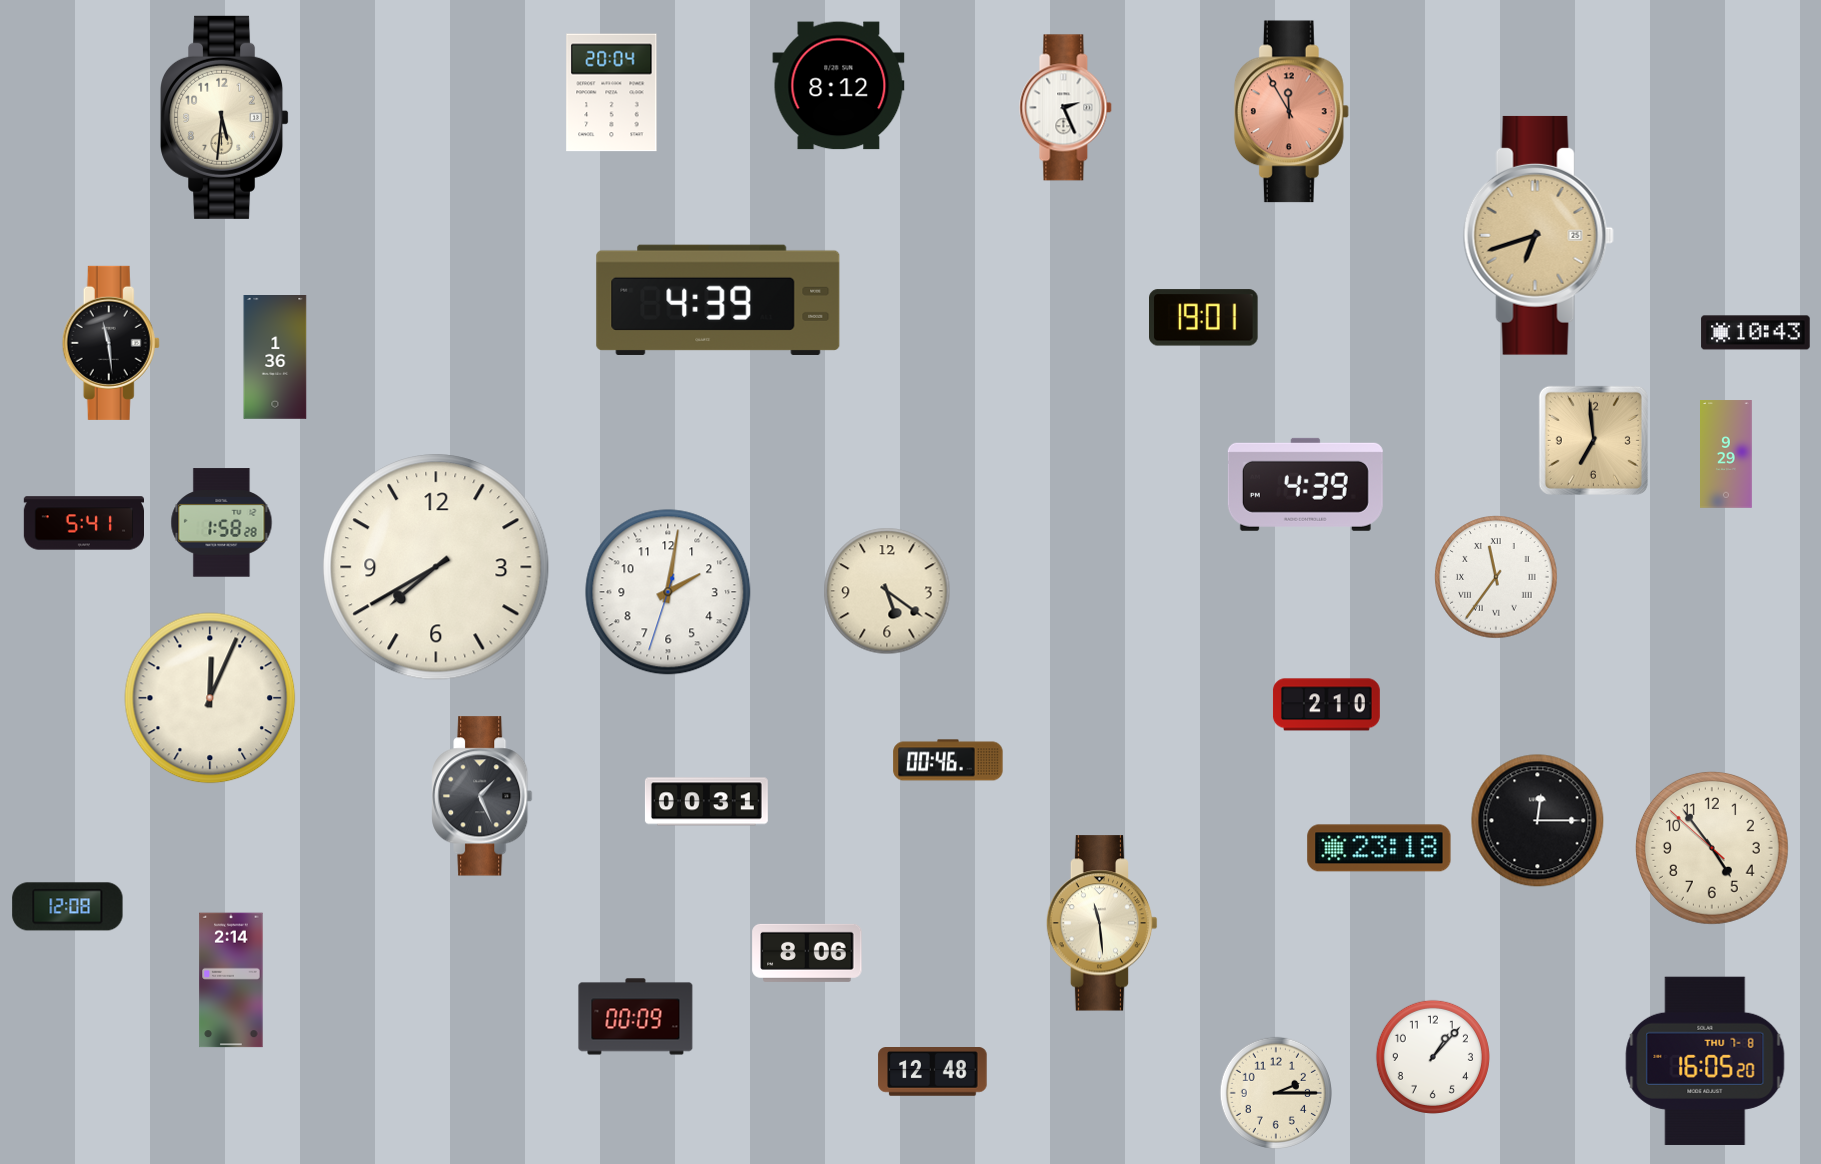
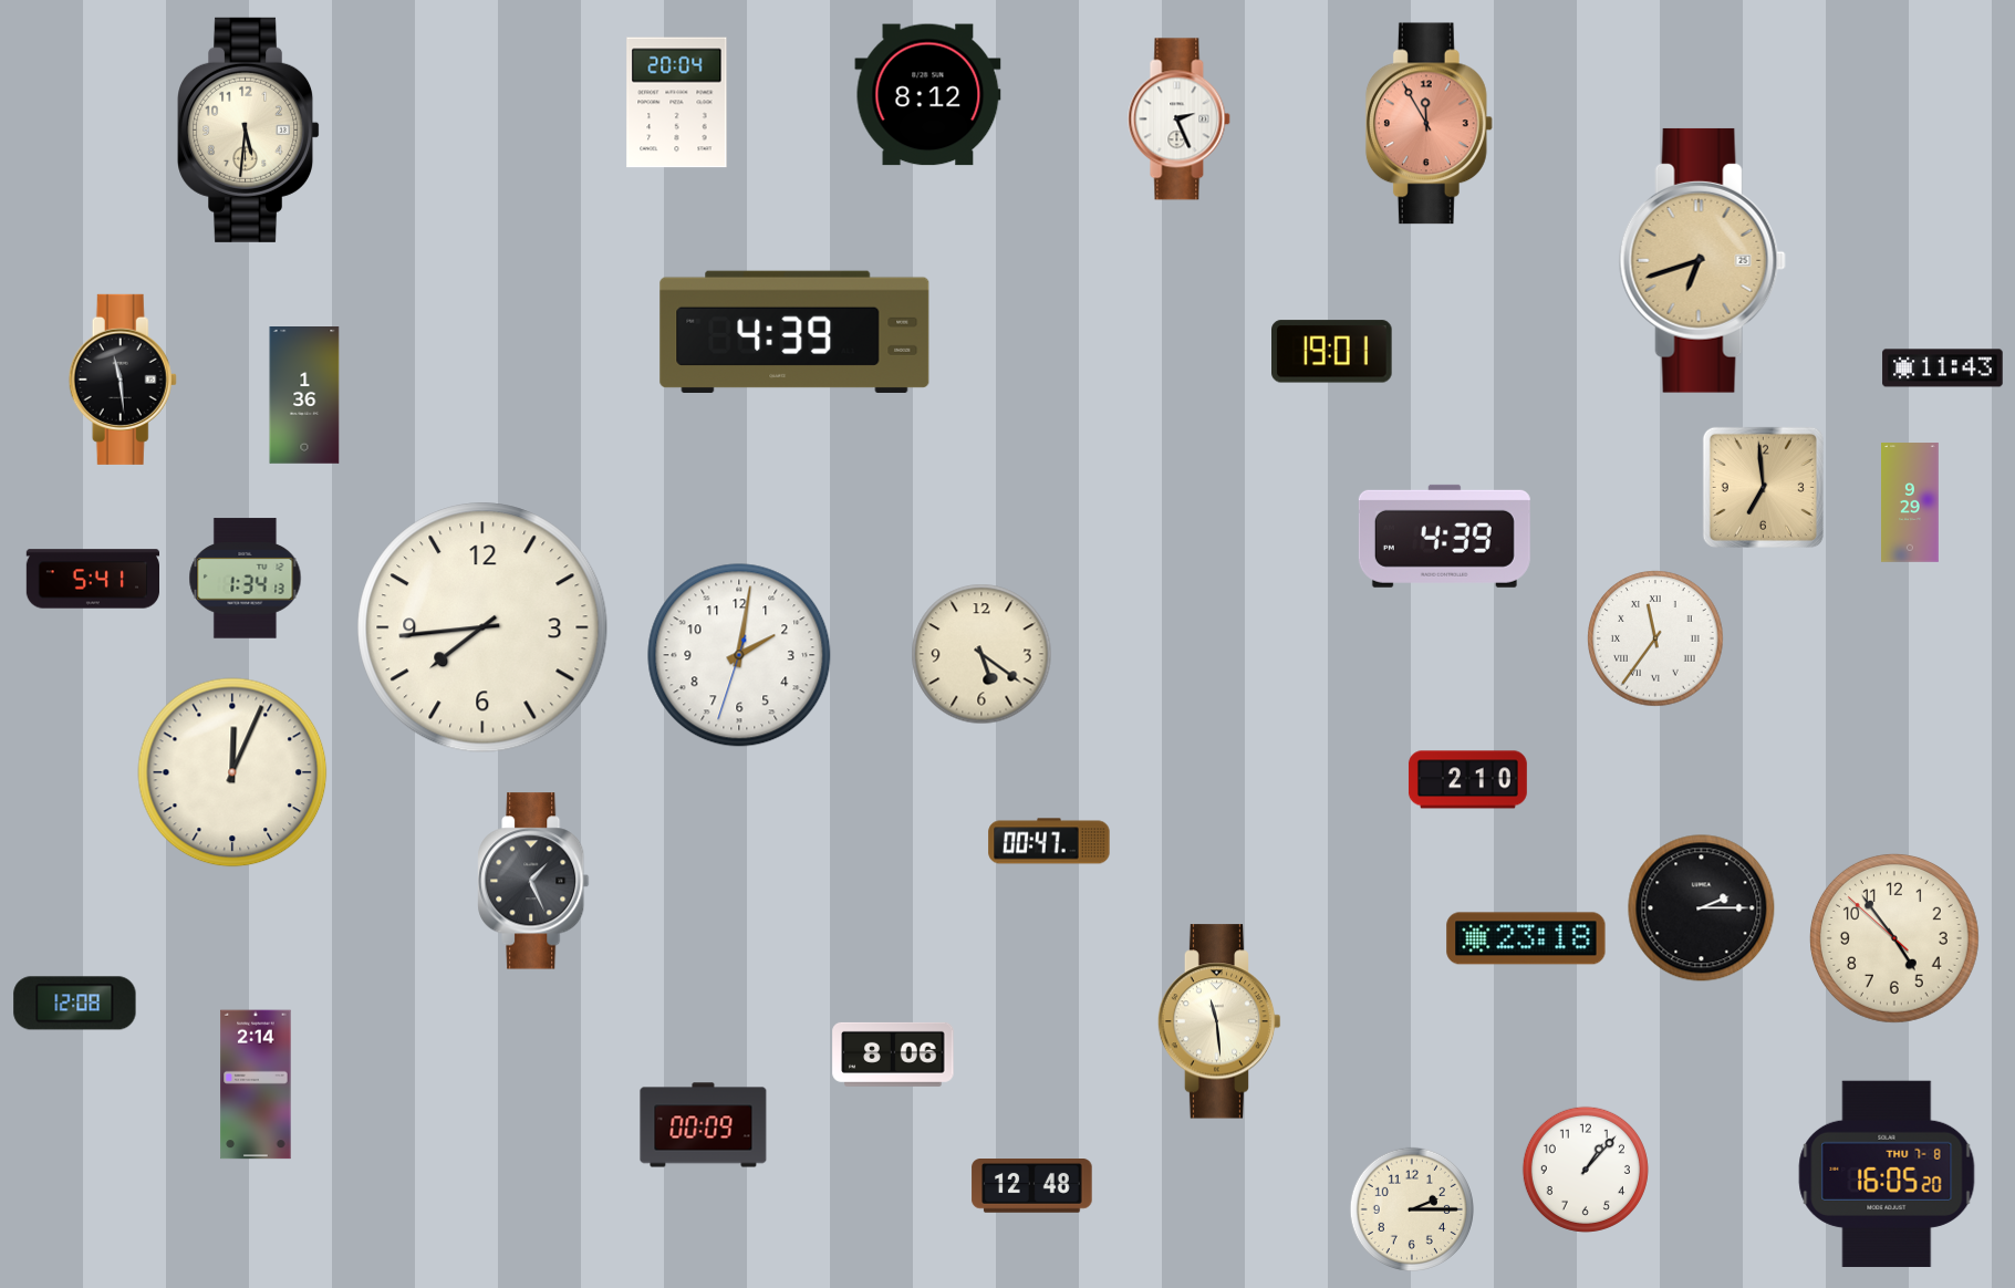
clock at (1756, 333): 10:43 -> 11:43
clock at (222, 523): 1:58 -> 1:34
clock at (436, 567): 7:40 -> 7:44
clock at (948, 760): 00:46 -> 00:47
clock at (706, 802): 00:31 -> none
clock at (1538, 821): 12:15 -> 2:15
